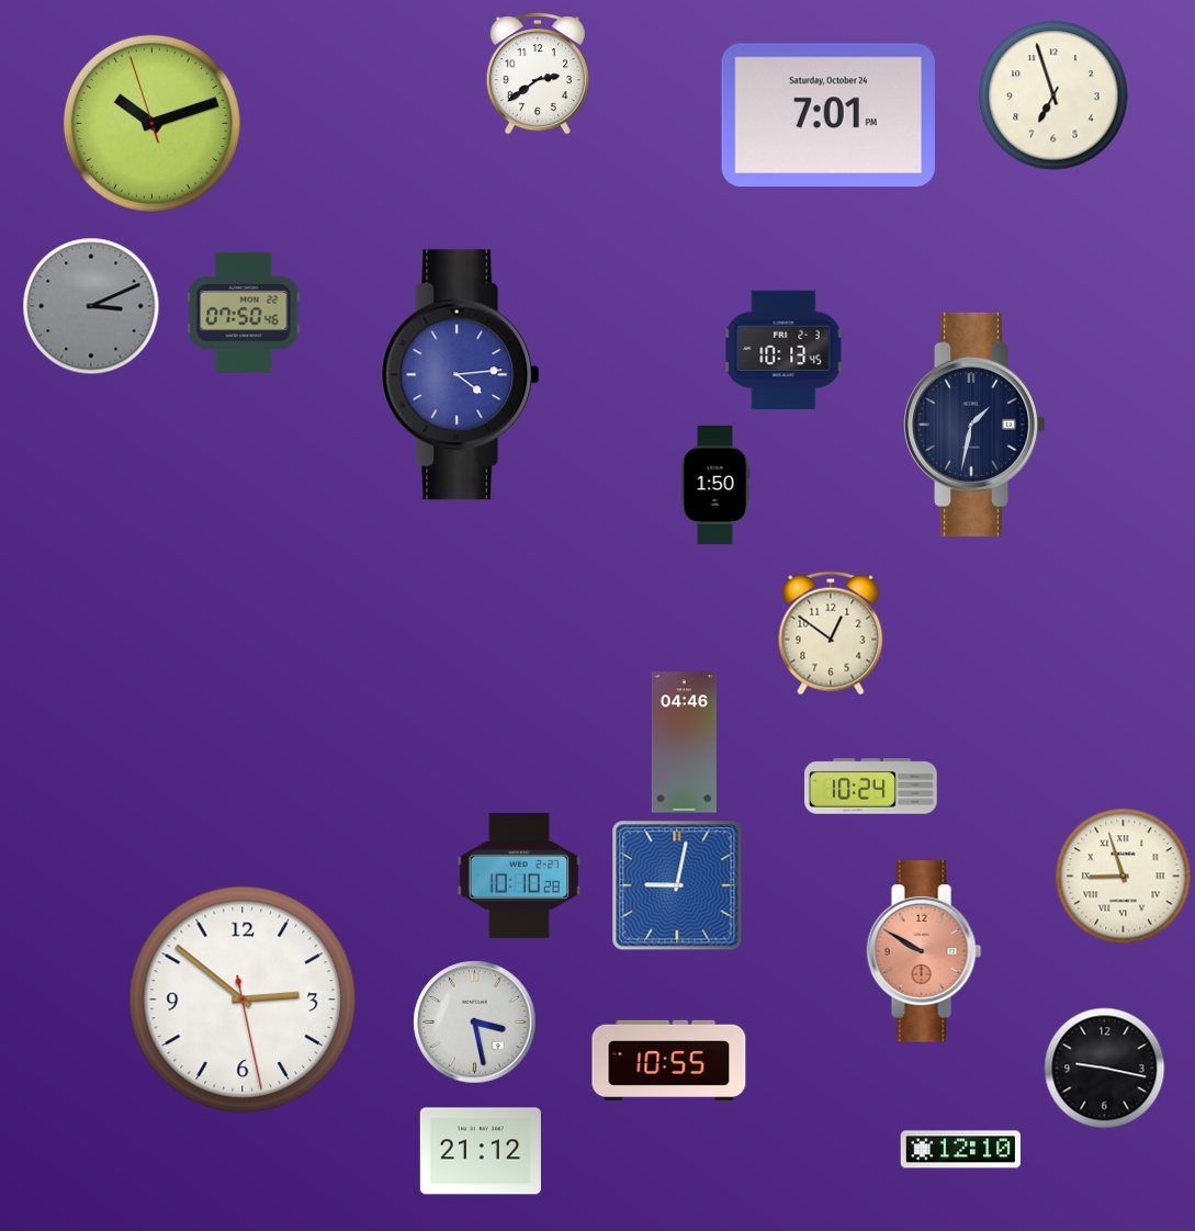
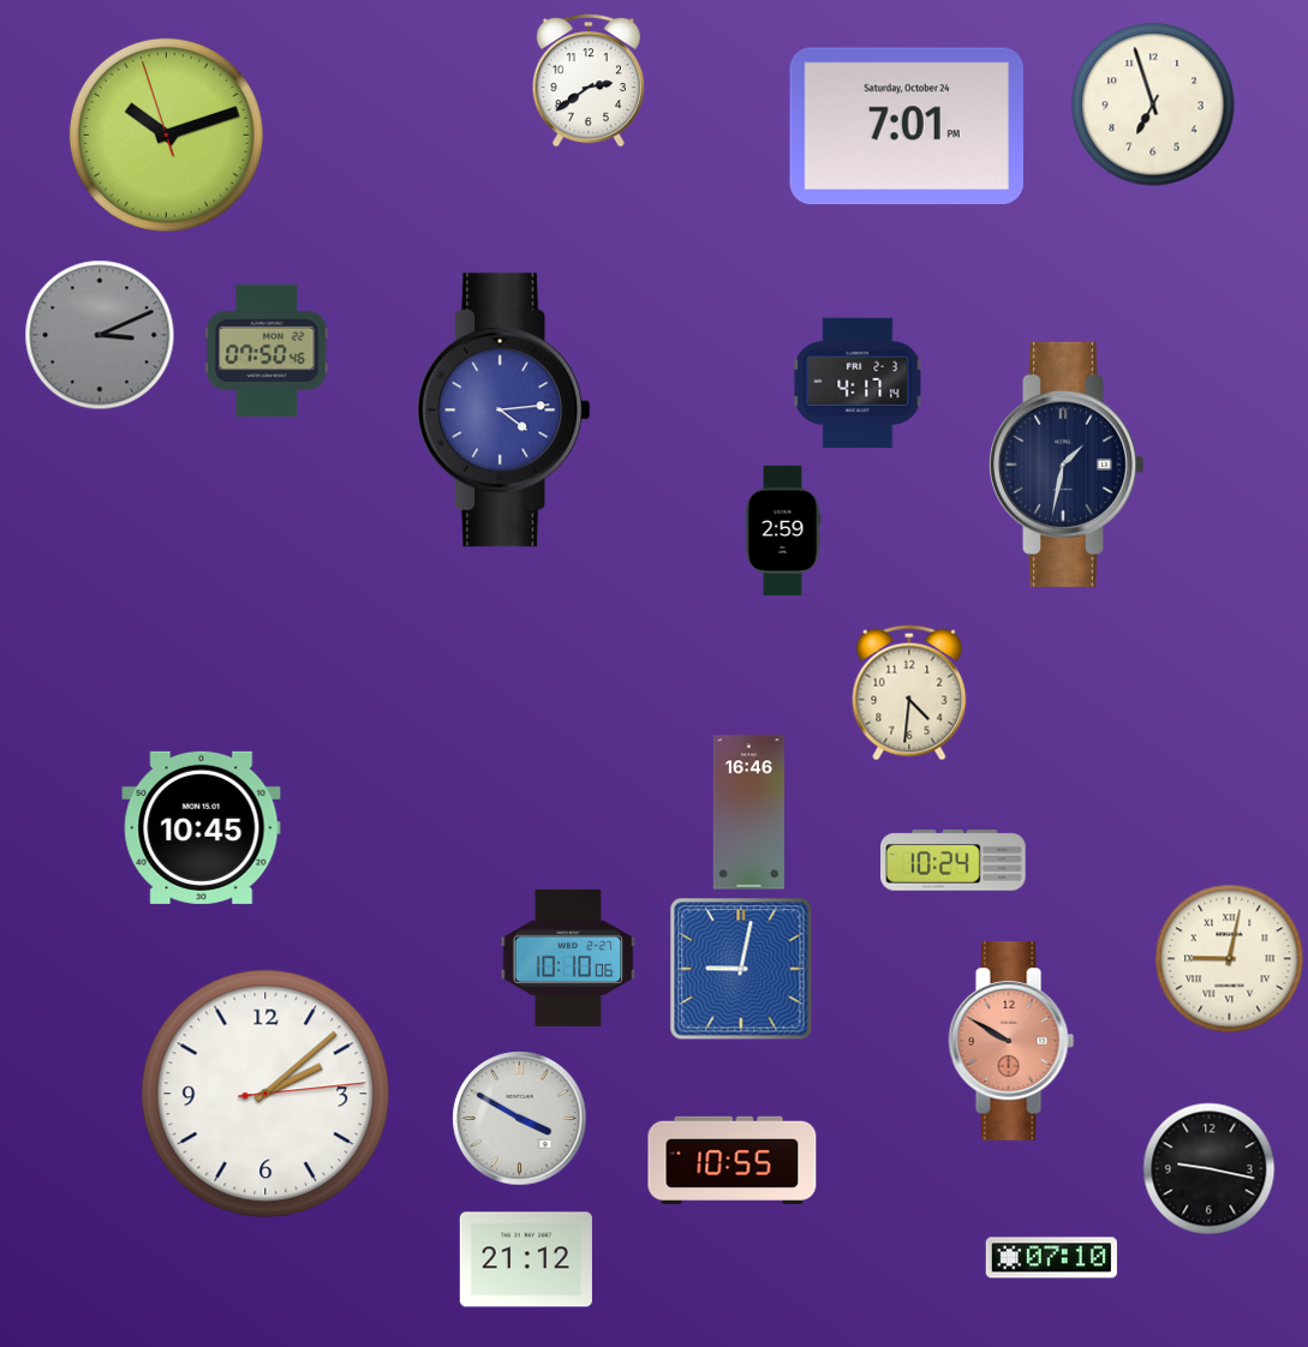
clock at (244, 313) position: (244, 313) -> (267, 351)
clock at (783, 350): 10:13 -> 4:17
clock at (715, 485): 1:50 -> 2:59
clock at (831, 633): 12:51 -> 4:31
clock at (684, 743): 04:46 -> 16:46
clock at (202, 827): none -> 10:45
clock at (519, 876): 10:10:28 -> 10:10:06
clock at (1124, 877): 8:57 -> 9:02
clock at (243, 1000): 2:51 -> 2:08
clock at (475, 1023): 3:28 -> 3:50
clock at (960, 1150): 12:10 -> 07:10
